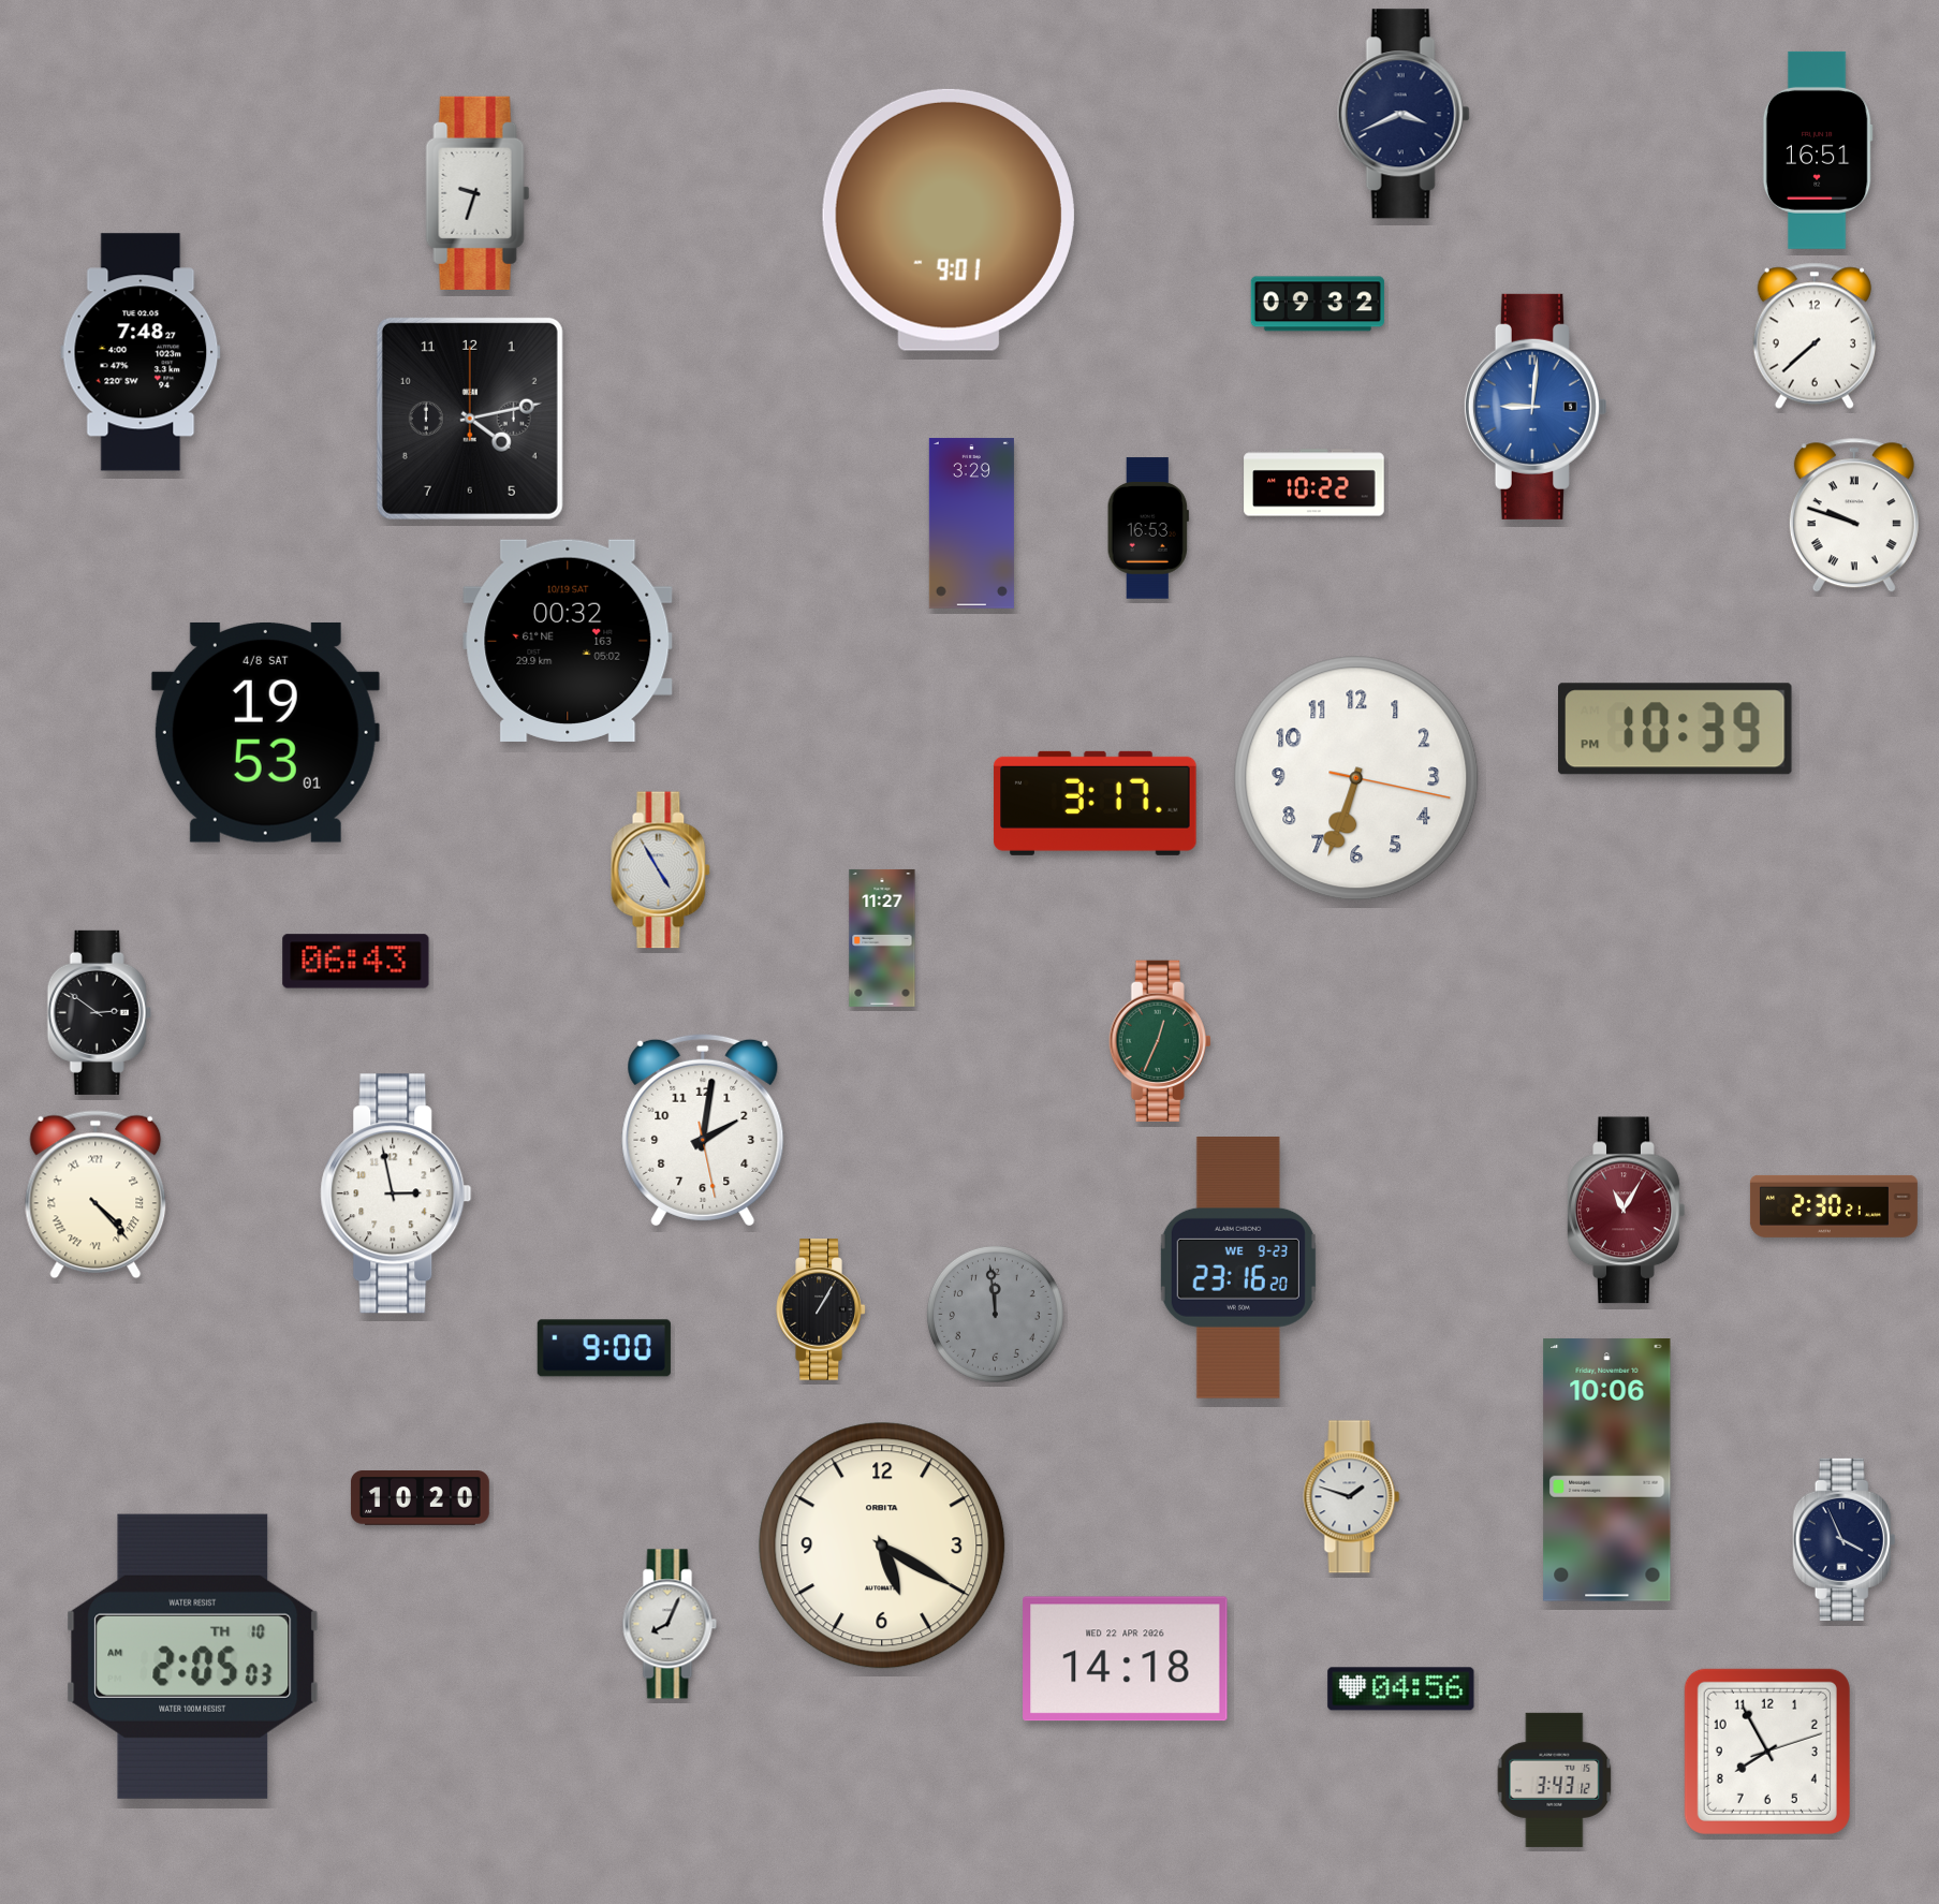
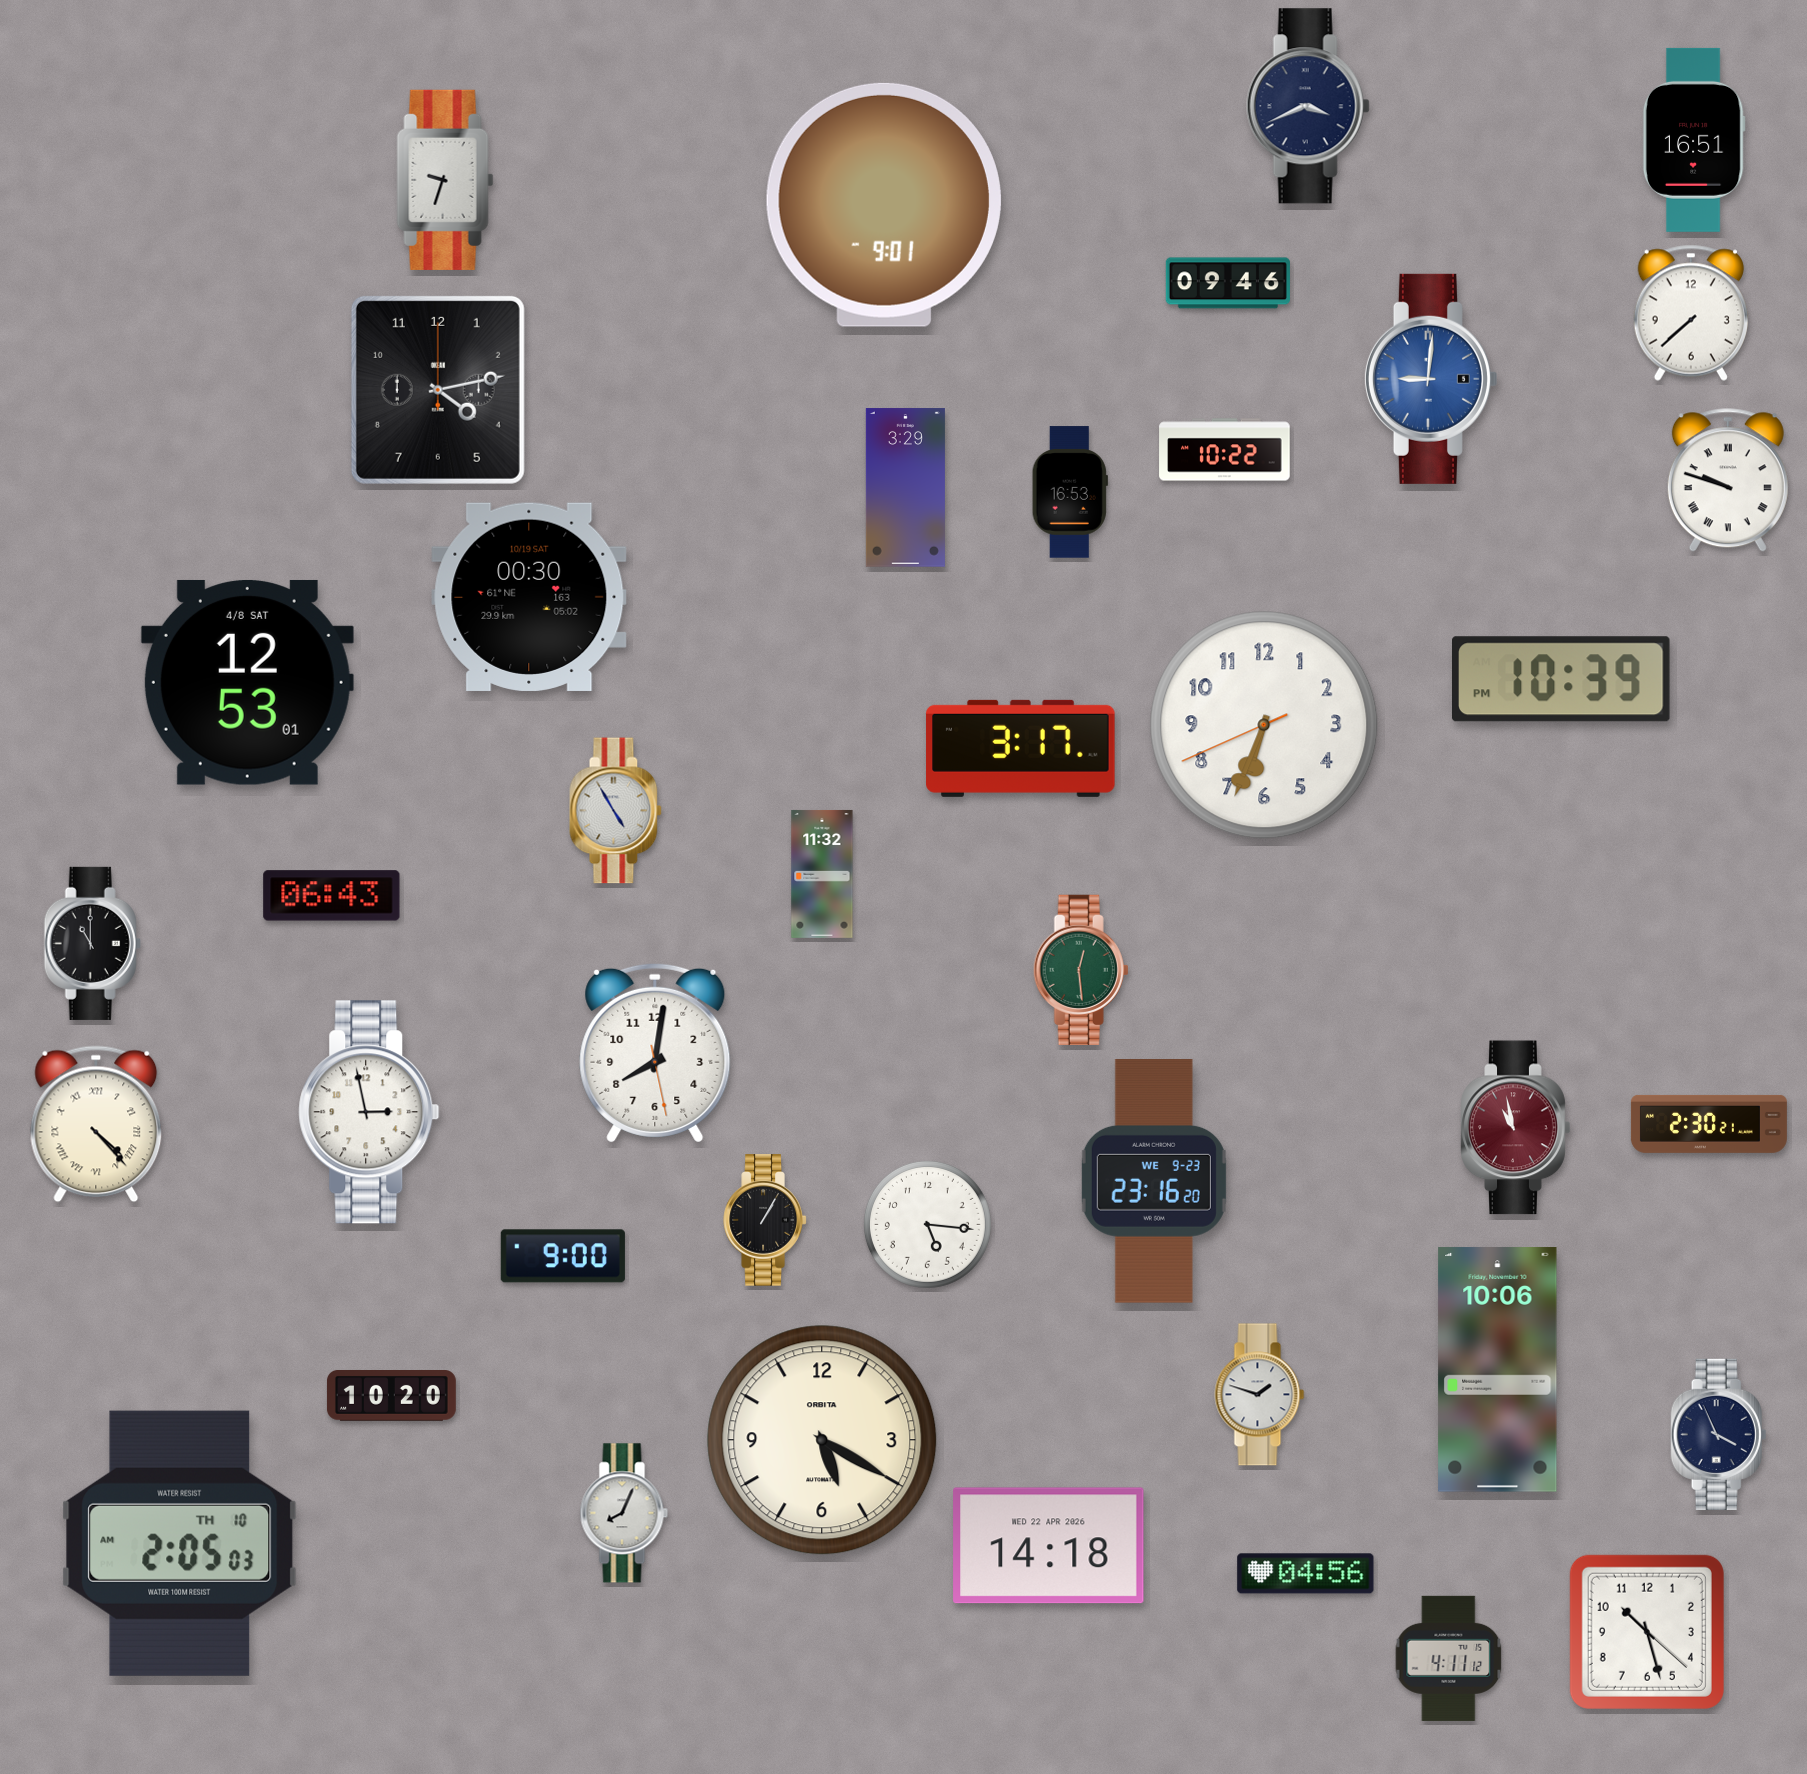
clock at (1318, 304): 09:32 -> 09:46
clock at (141, 352): 7:48 -> none
clock at (568, 641): 00:32 -> 00:30
clock at (265, 732): 19:53 -> 12:53
clock at (1356, 778): 6:33:17 -> 6:33:41
clock at (882, 938): 11:27 -> 11:32
clock at (99, 1012): 2:51 -> 11:00
clock at (1160, 1040): 12:34 -> 12:29
clock at (703, 1130): 2:01 -> 8:01
clock at (96, 1195) position: (96, 1195) -> (96, 1124)
clock at (1627, 1211): 11:05 -> 10:58
clock at (995, 1314): 11:59 -> 5:16
clock at (995, 1314) dial: grey -> white
clock at (1767, 1752): 7:55 -> 10:27
clock at (1555, 1779): 3:43 -> 4:11
